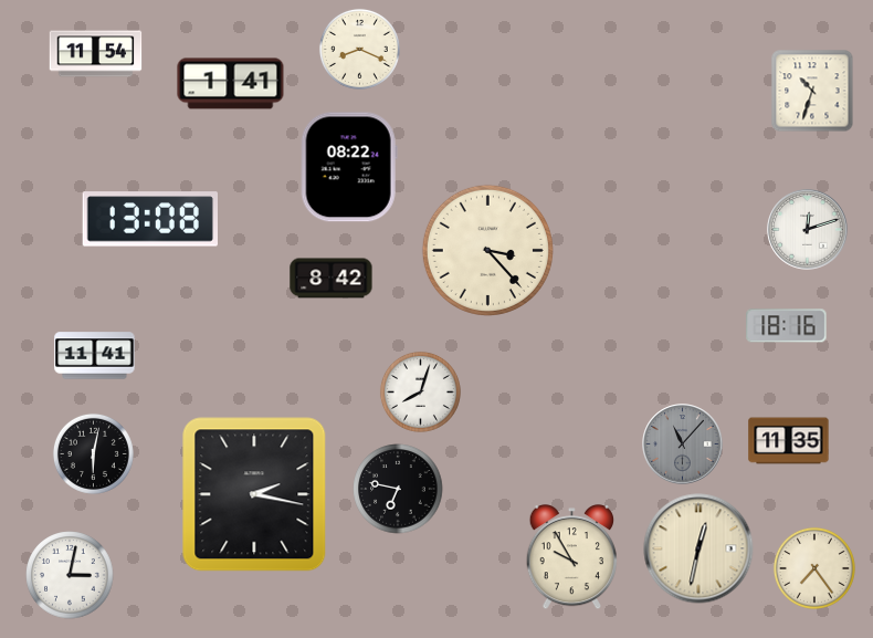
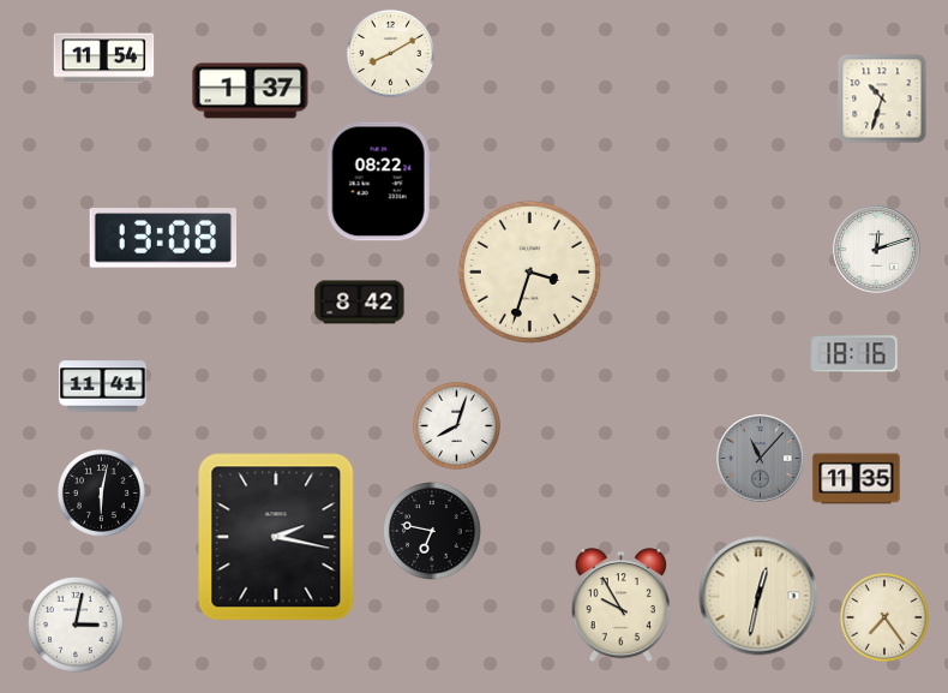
clock at (359, 49): 8:19 -> 8:10
clock at (231, 84): 1:41 -> 1:37
clock at (487, 250): 3:23 -> 3:33
clock at (683, 444) position: (683, 444) -> (761, 459)
